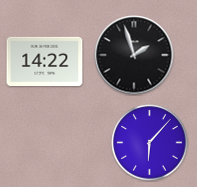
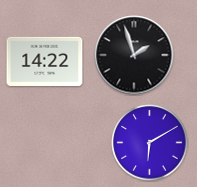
clock at (150, 143): 6:07 -> 6:10
